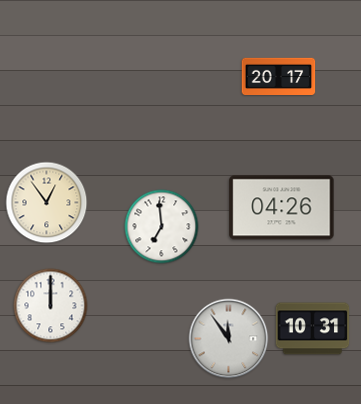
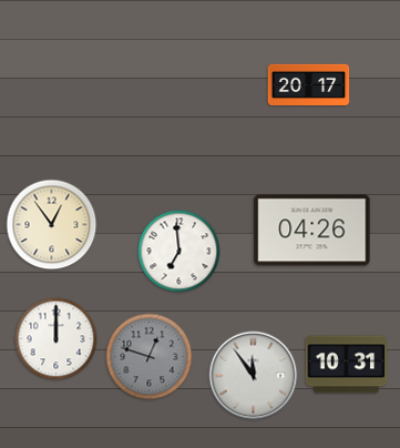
clock at (150, 357): none -> 12:48
